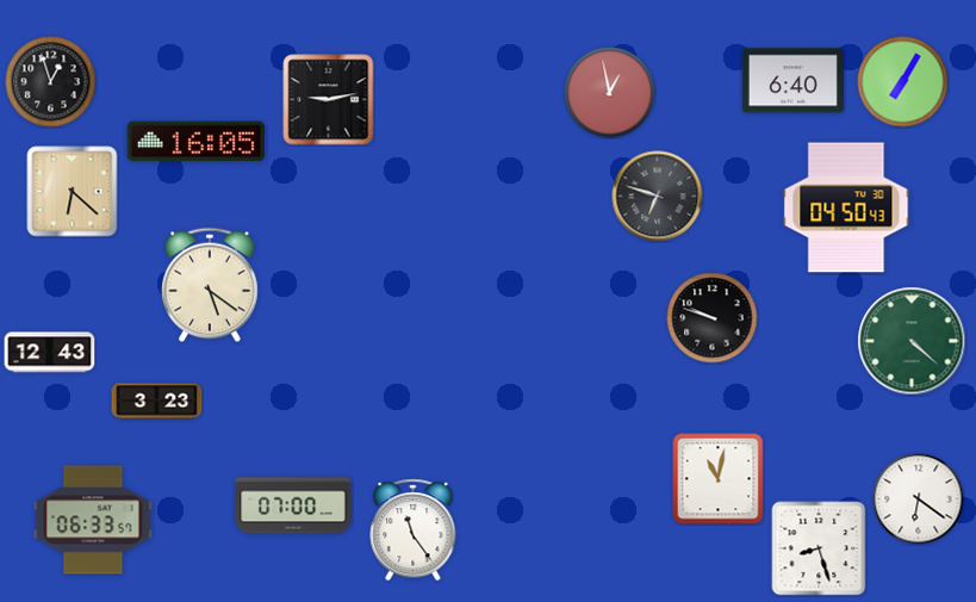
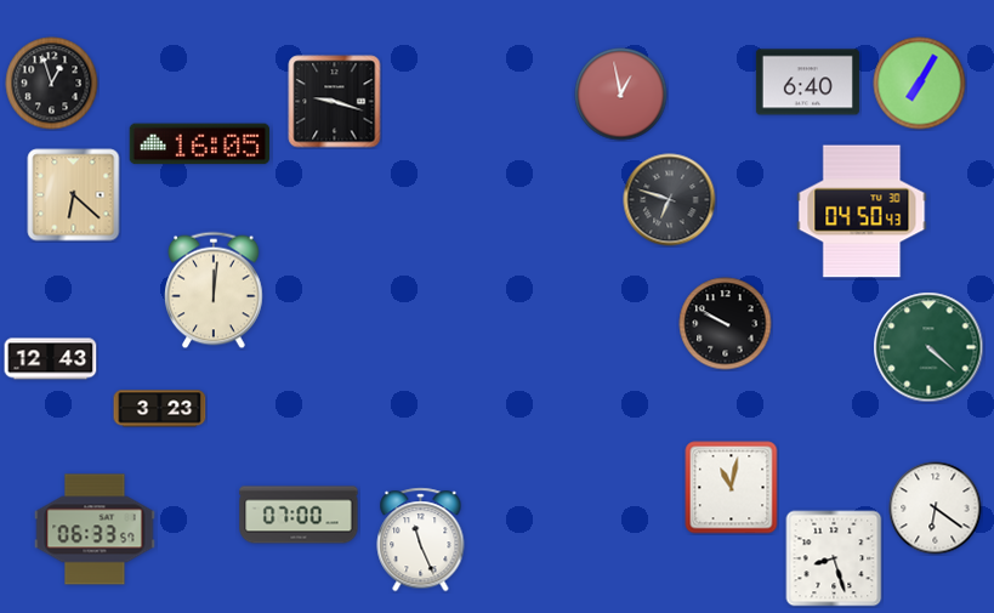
clock at (329, 100): 9:13 -> 9:18
clock at (210, 285): 5:21 -> 12:01
clock at (713, 318): 9:48 -> 9:50
clock at (414, 530): 11:24 -> 11:26
